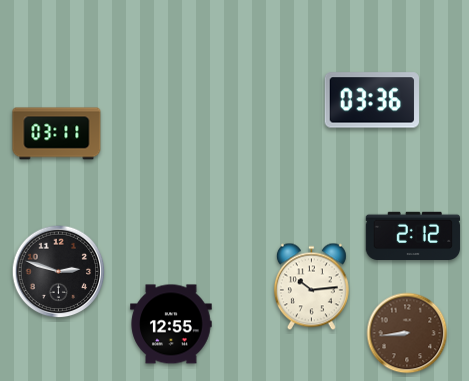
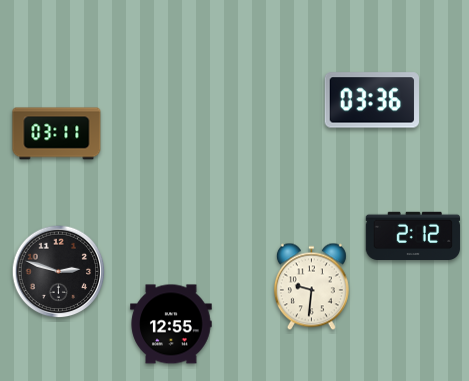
clock at (311, 287): 10:14 -> 9:31
clock at (407, 333): 8:44 -> none
